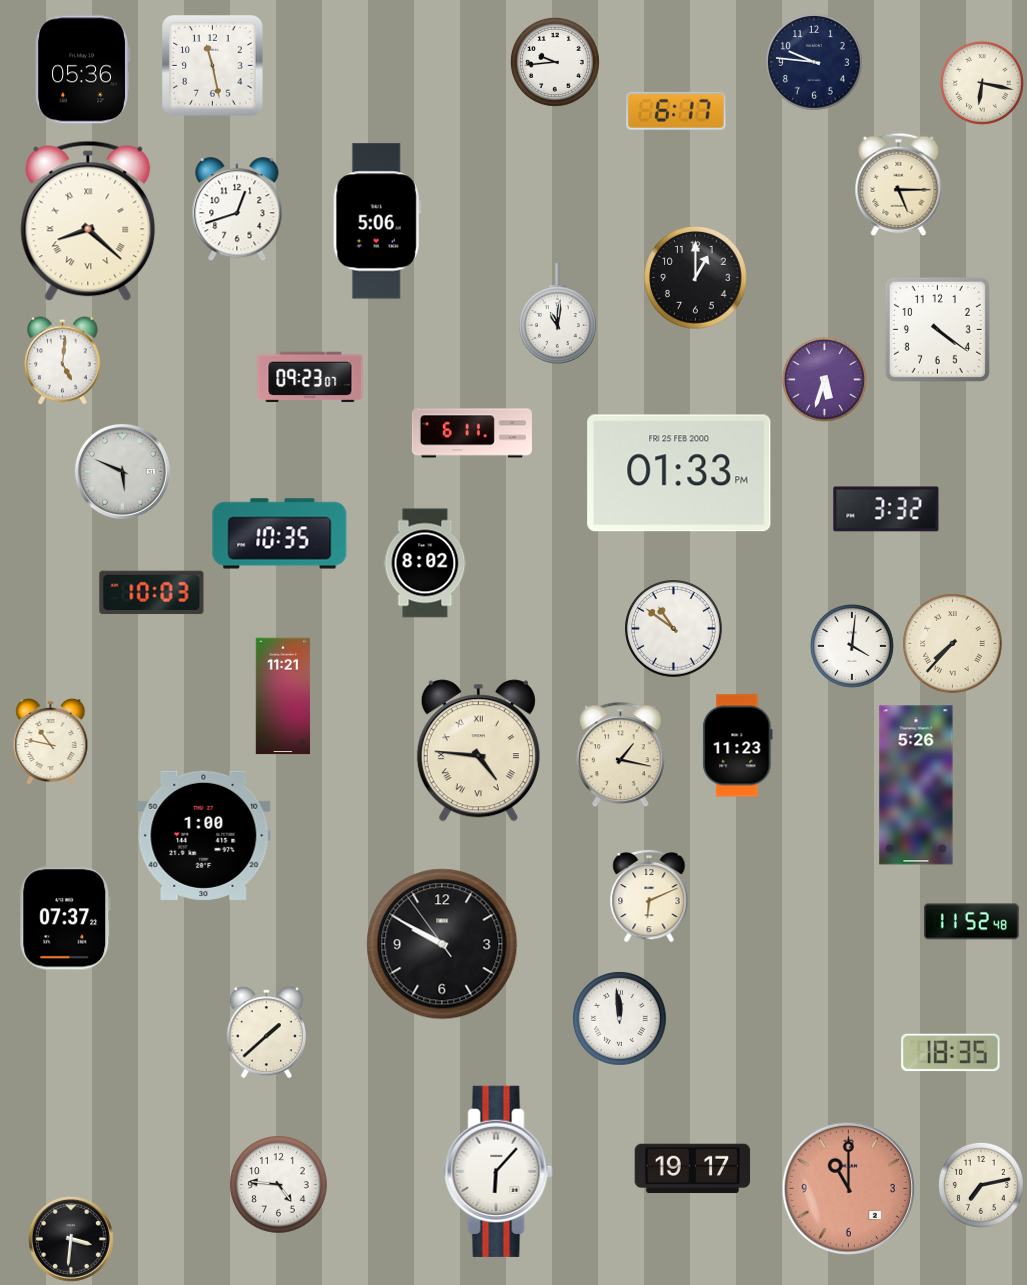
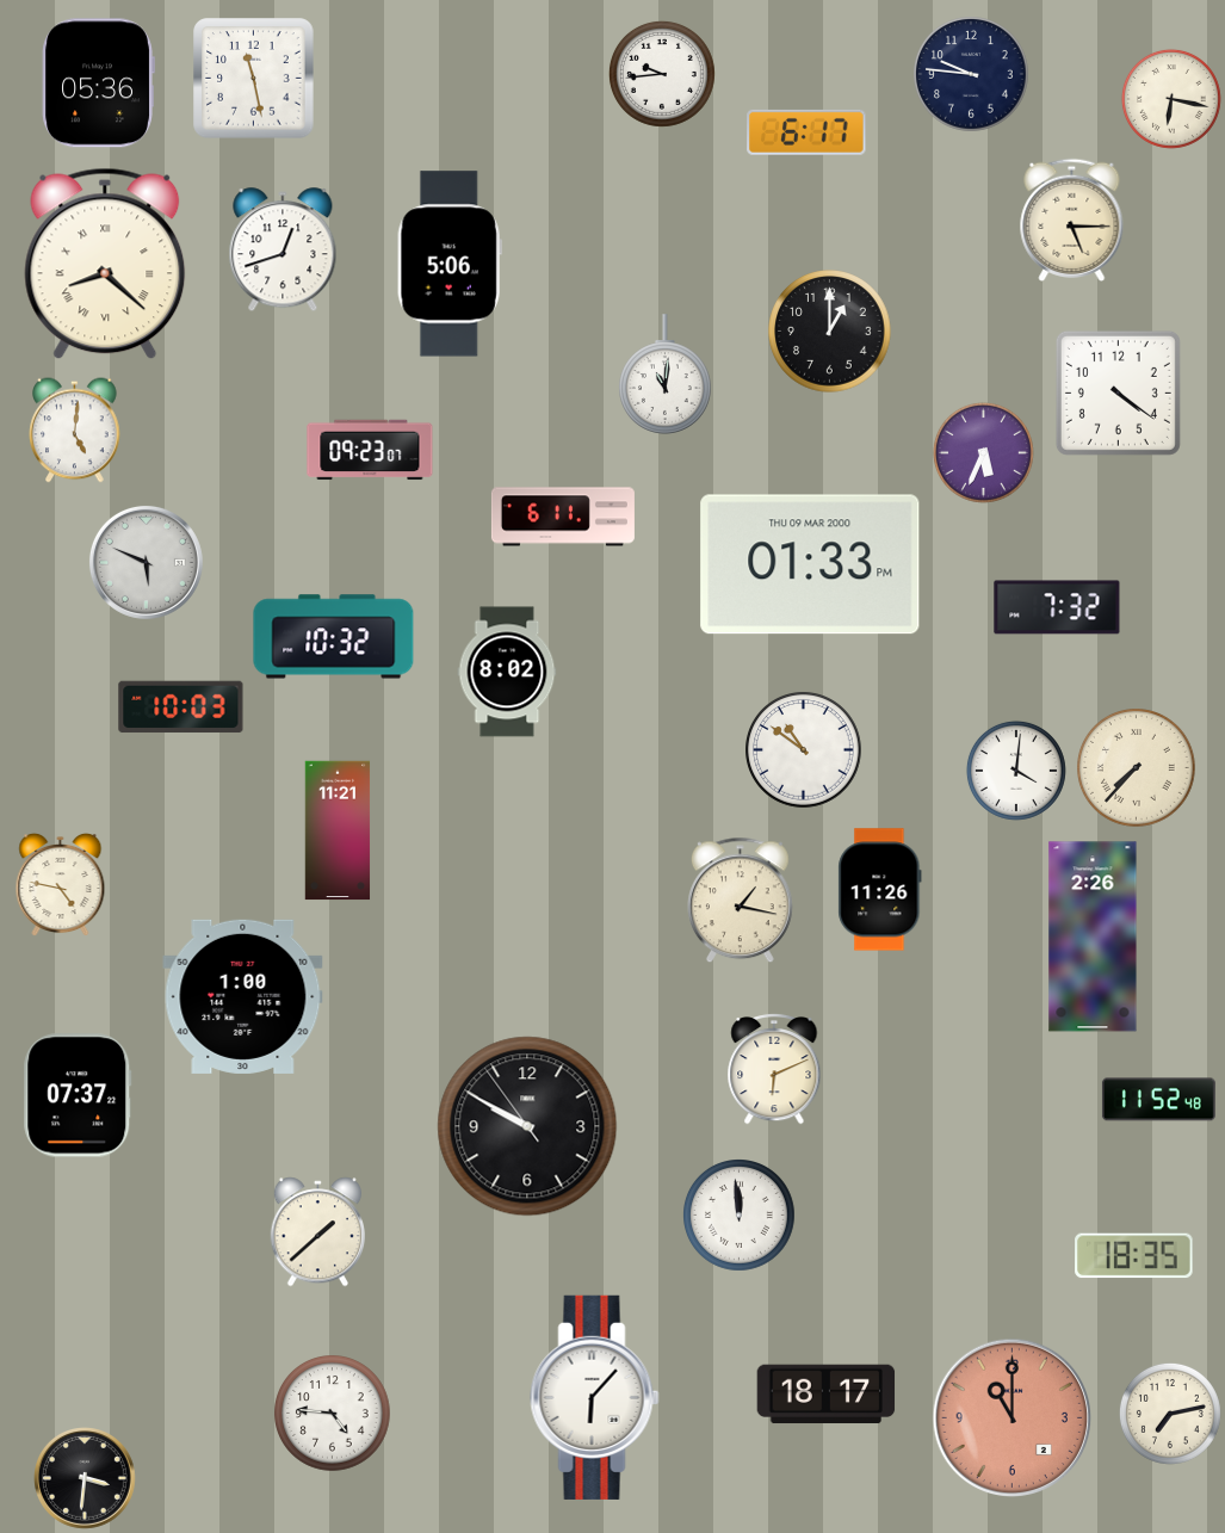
clock at (824, 379): 5:33 -> 5:34
clock at (679, 473) date: FRI 25 FEB 2000 -> THU 09 MAR 2000
clock at (886, 509): 3:32 -> 7:32
clock at (280, 534): 10:35 -> 10:32
clock at (51, 742): 10:47 -> 4:47
clock at (738, 746): 11:23 -> 11:26
clock at (478, 751): 4:46 -> none
clock at (916, 785): 5:26 -> 2:26
clock at (693, 1169): 19:17 -> 18:17
